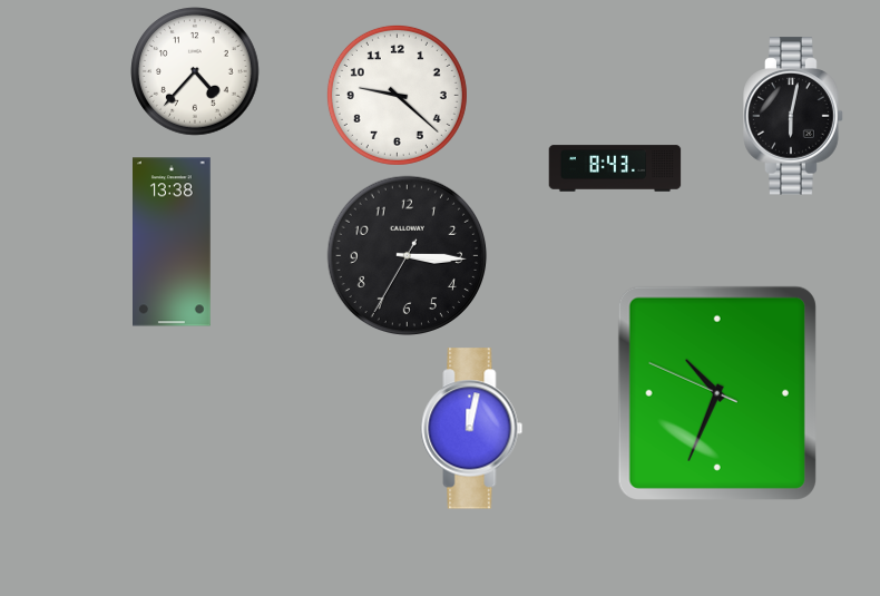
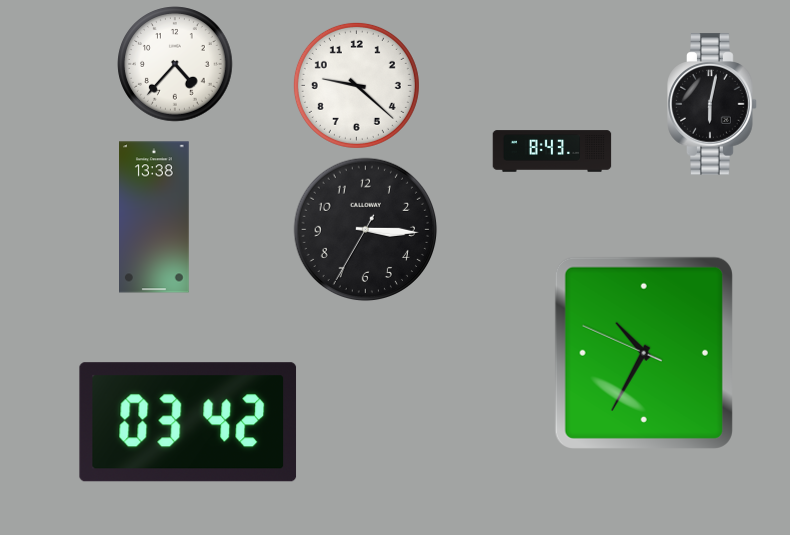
clock at (717, 393): 10:33 -> 10:34
clock at (472, 429): 12:02 -> none
clock at (188, 422): none -> 03:42
